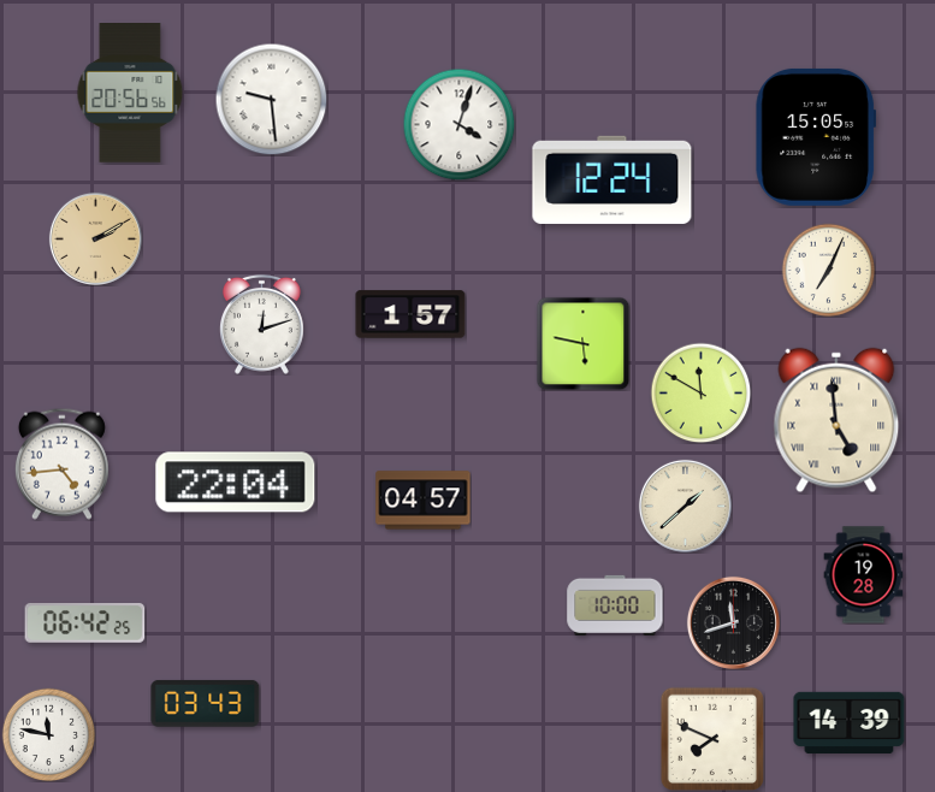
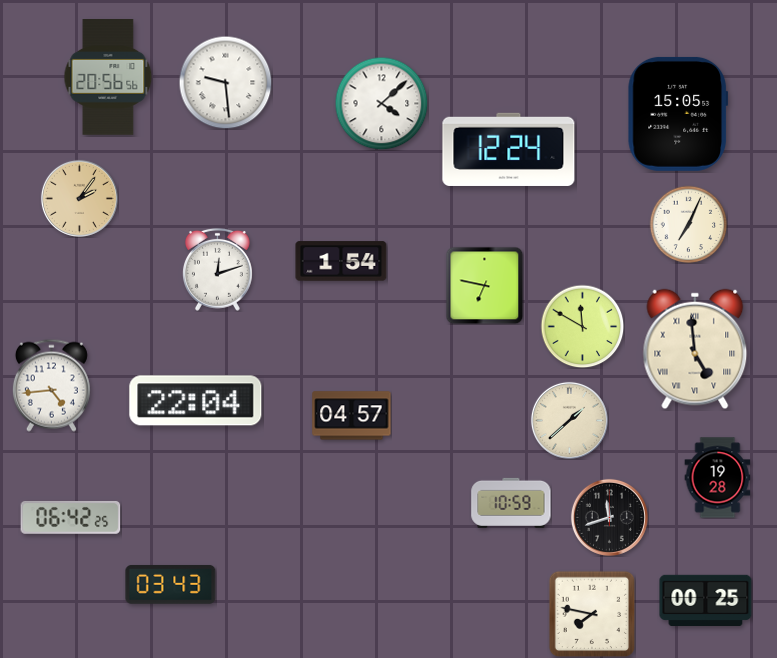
clock at (458, 124): 4:03 -> 4:08
clock at (95, 238): 2:10 -> 2:06
clock at (410, 314): 1:57 -> 1:54
clock at (582, 343): 5:47 -> 6:47
clock at (615, 605): 10:00 -> 10:59
clock at (850, 722): 14:39 -> 00:25
clock at (48, 734): 11:47 -> none
clock at (712, 739): 7:49 -> 7:47
